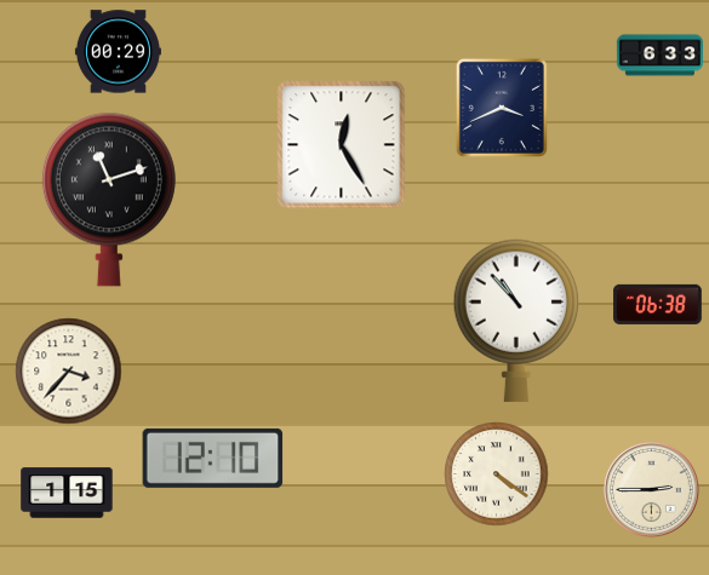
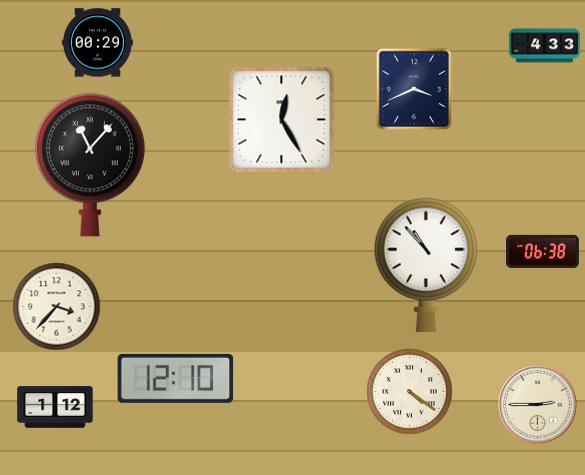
clock at (659, 56): 6:33 -> 4:33
clock at (109, 200): 11:12 -> 11:07
clock at (67, 493): 1:15 -> 1:12
